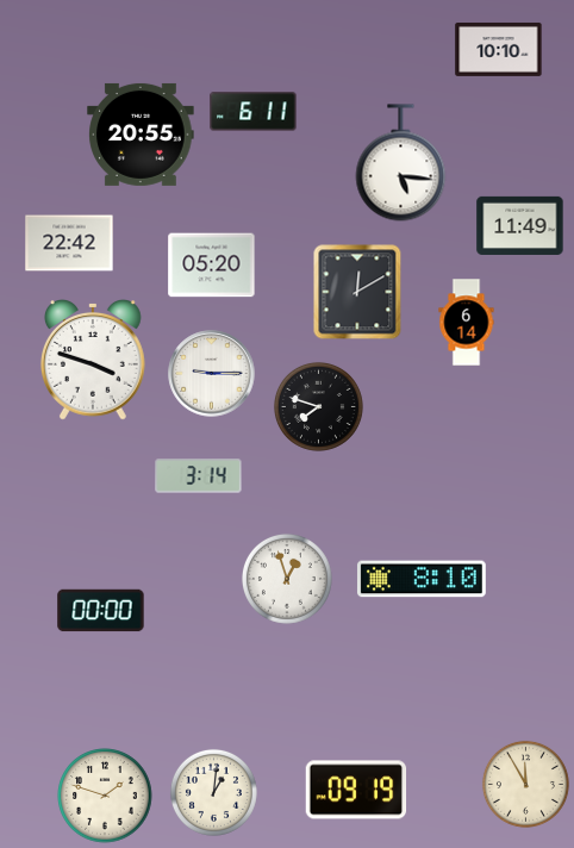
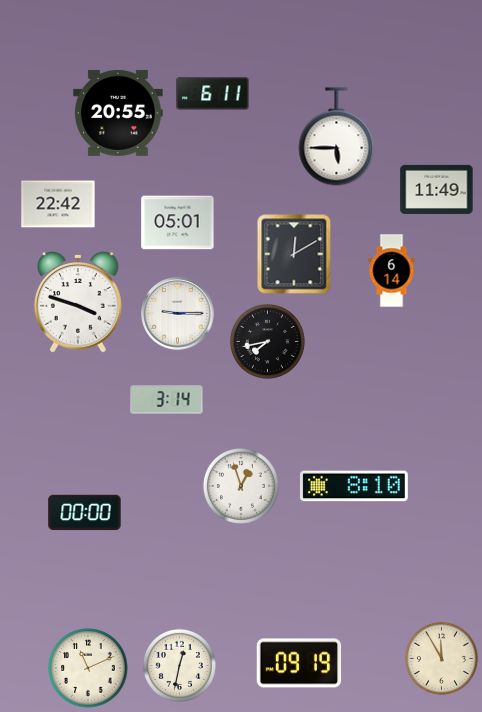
clock at (499, 49): 10:10 -> none
clock at (401, 163): 5:16 -> 5:45
clock at (212, 266): 05:20 -> 05:01
clock at (357, 292) position: (357, 292) -> (294, 254)
clock at (318, 406): 7:48 -> 7:43
clock at (213, 792): 1:01 -> 12:32
clock at (105, 796): 1:48 -> 11:11
